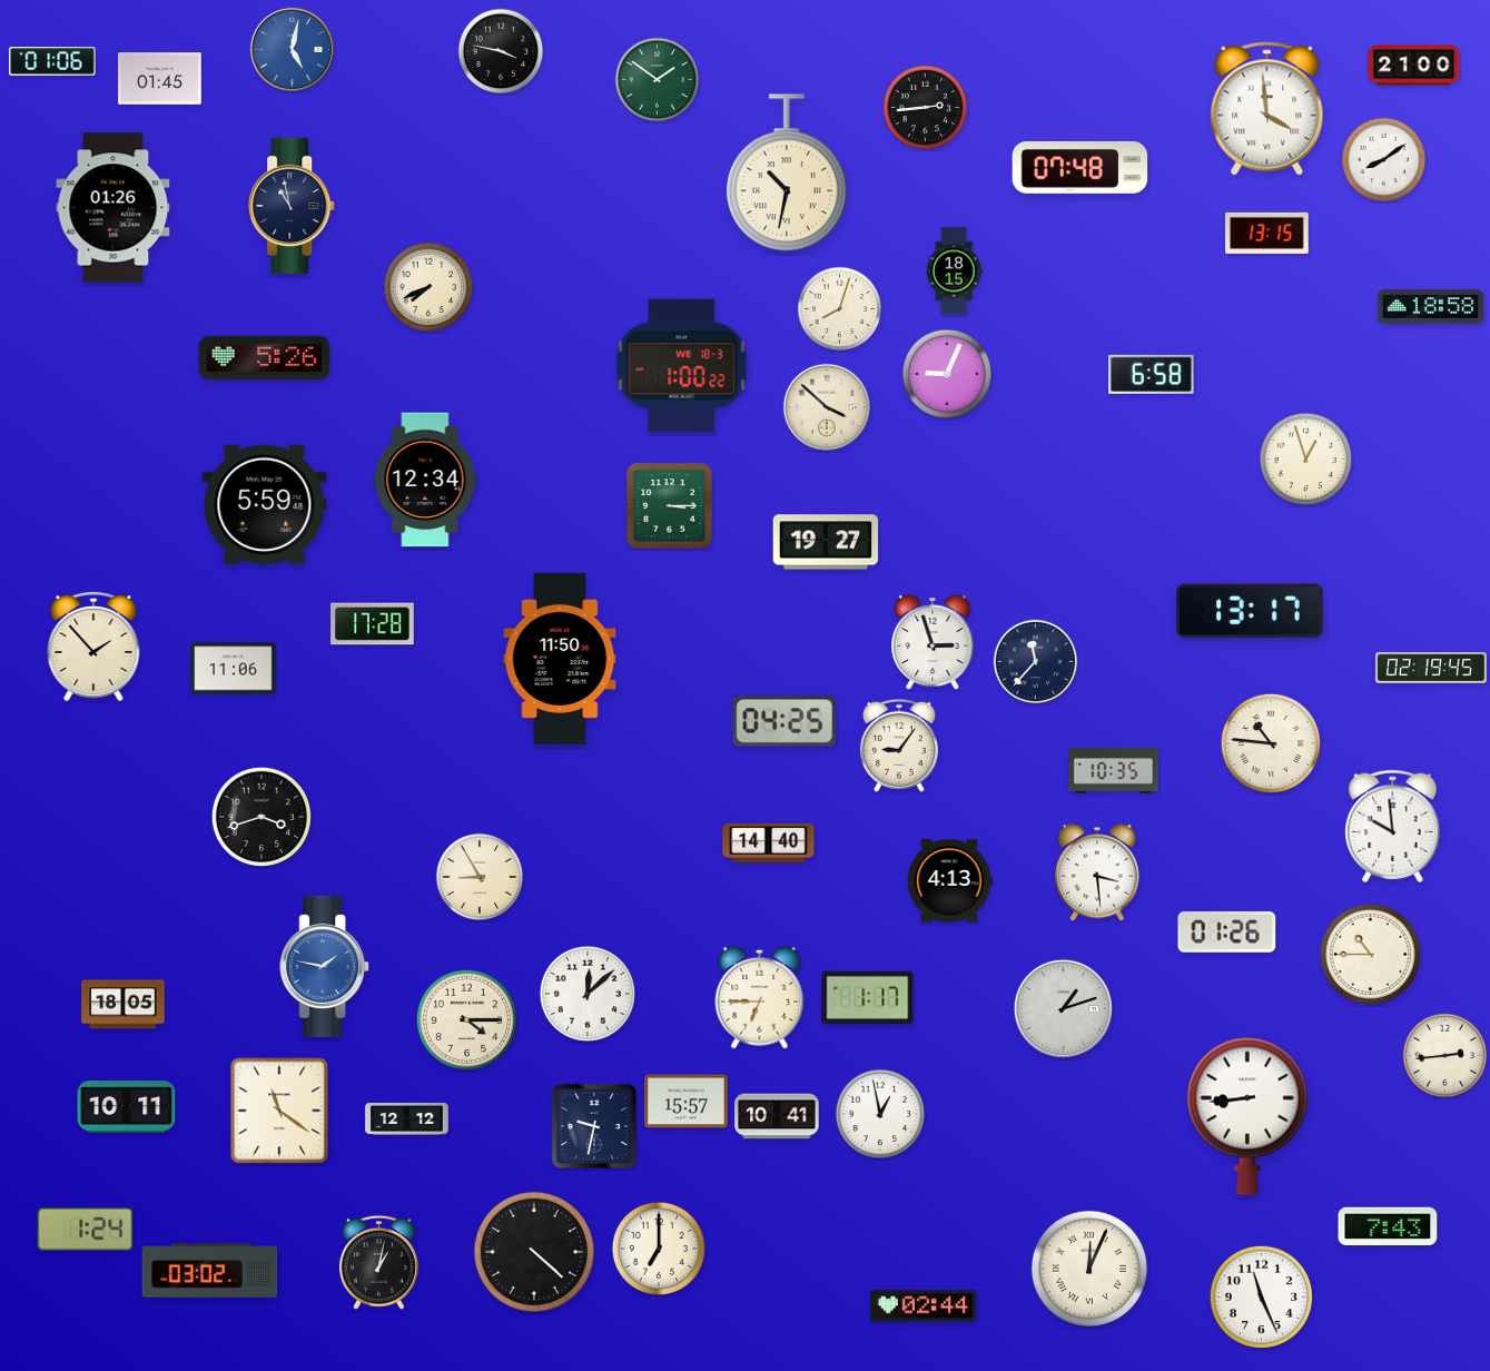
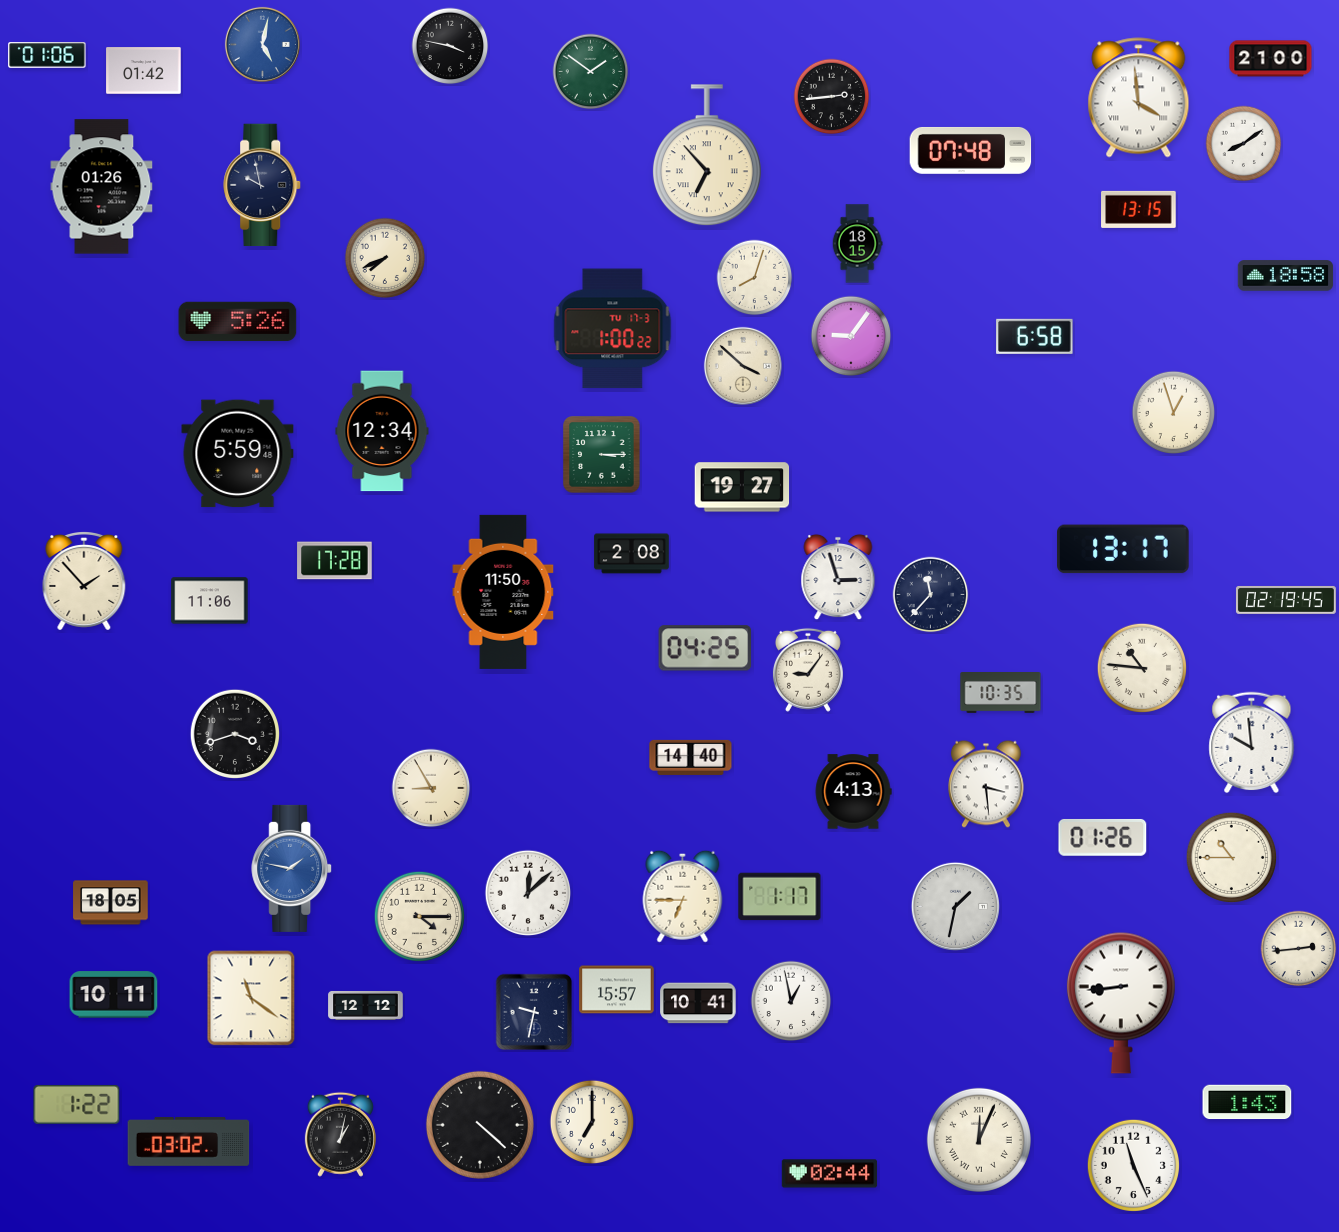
clock at (160, 79): 01:45 -> 01:42
clock at (787, 174): 10:32 -> 6:53
clock at (293, 206): 10:58 -> 9:58
clock at (682, 366) date: WE 18-3 -> TU 17-3
clock at (947, 374): 9:04 -> 9:06
clock at (632, 554): none -> 2:08
clock at (1063, 1008): 1:12 -> 1:32
clock at (1388, 1226): 7:43 -> 1:43
clock at (86, 1229): 1:24 -> 1:22
